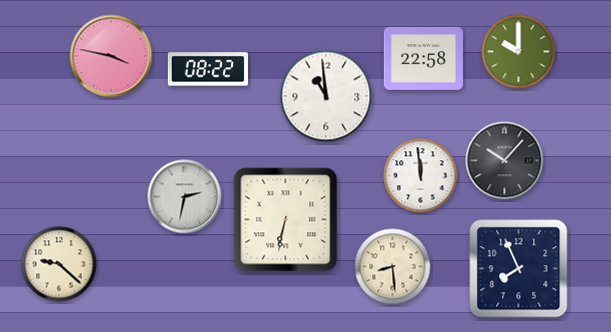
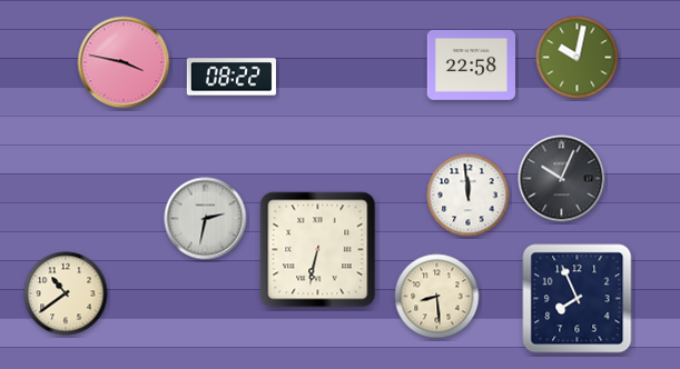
clock at (519, 52): 10:00 -> 10:02
clock at (326, 96): 10:59 -> none
clock at (505, 161): 10:07 -> 10:04
clock at (286, 220) position: (286, 220) -> (318, 250)
clock at (59, 264): 9:22 -> 10:39
